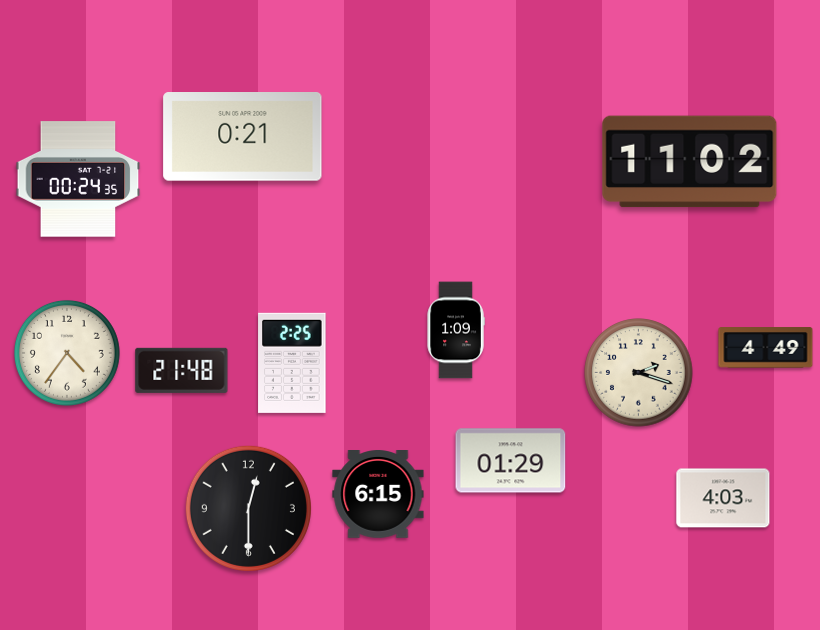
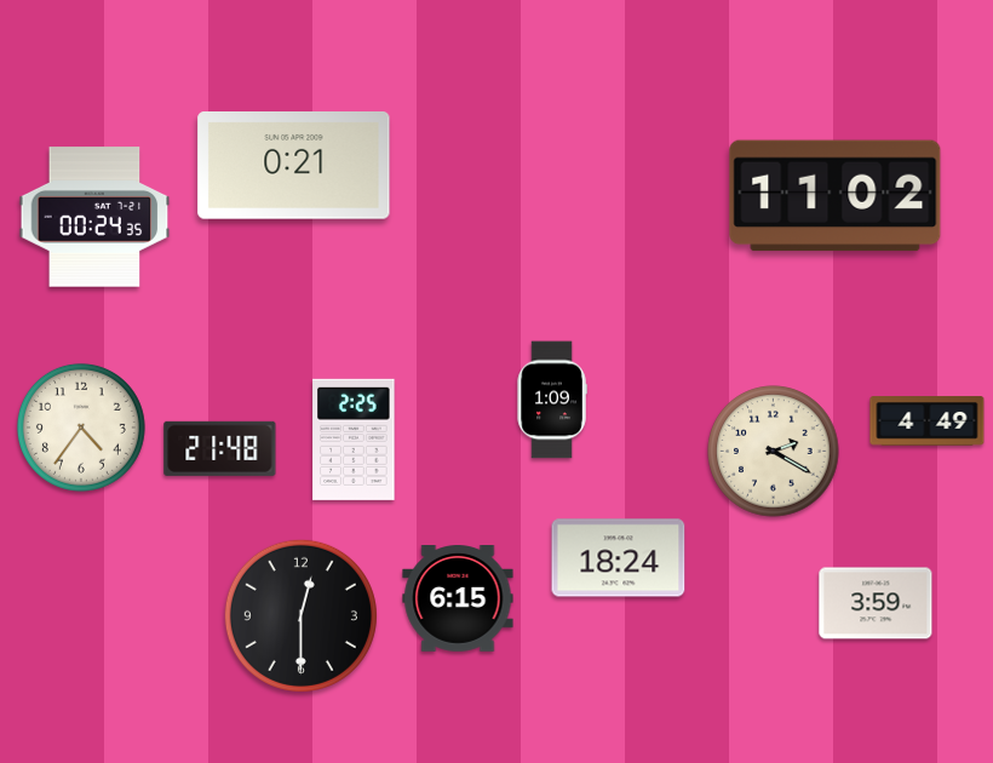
clock at (639, 373): 2:18 -> 2:20
clock at (511, 461): 01:29 -> 18:24
clock at (723, 498): 4:03 -> 3:59
